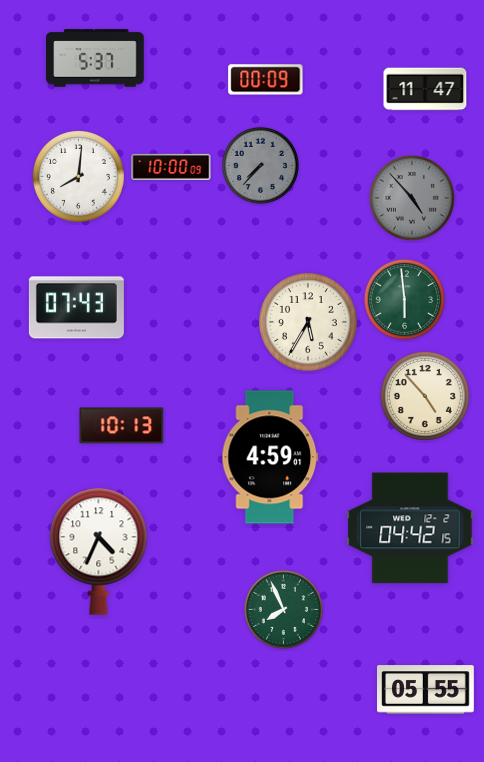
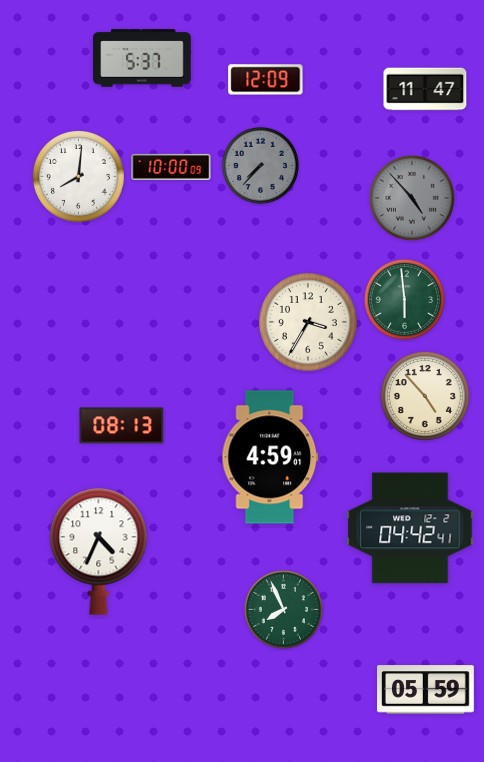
clock at (95, 58) position: (95, 58) -> (142, 58)
clock at (266, 80): 00:09 -> 12:09
clock at (76, 308): 07:43 -> none
clock at (309, 323): 5:35 -> 3:35
clock at (122, 426): 10:13 -> 08:13
clock at (410, 528): 04:42:15 -> 04:42:41
clock at (426, 690): 05:55 -> 05:59
